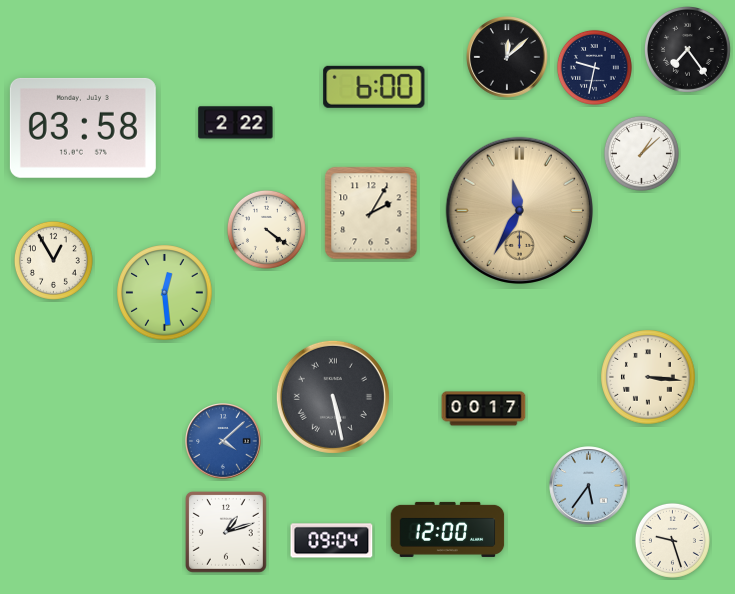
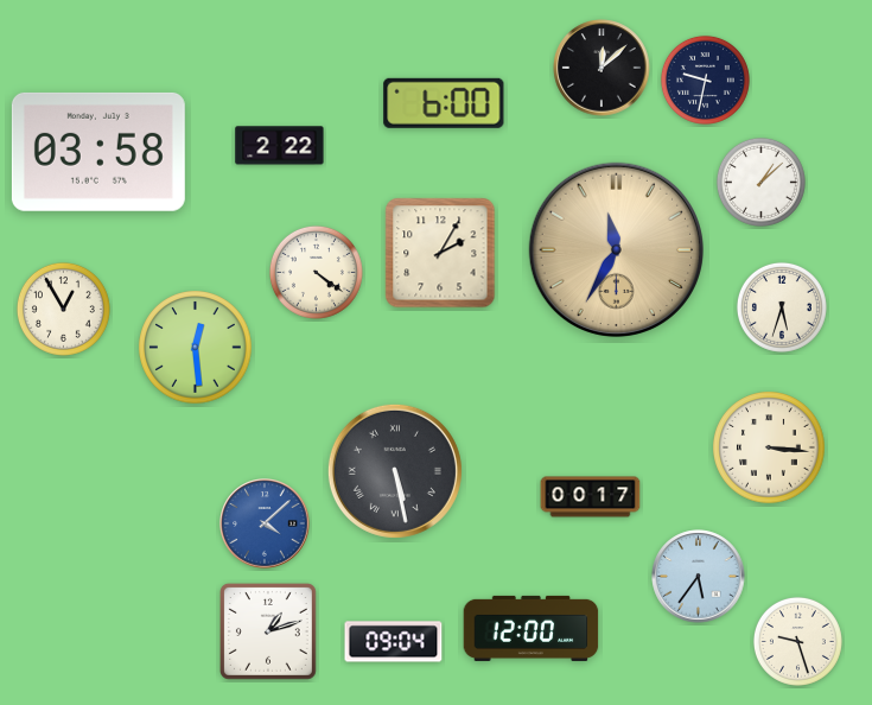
clock at (688, 50): 7:24 -> none
clock at (782, 307): none -> 5:33
clock at (484, 409) position: (484, 409) -> (591, 497)
